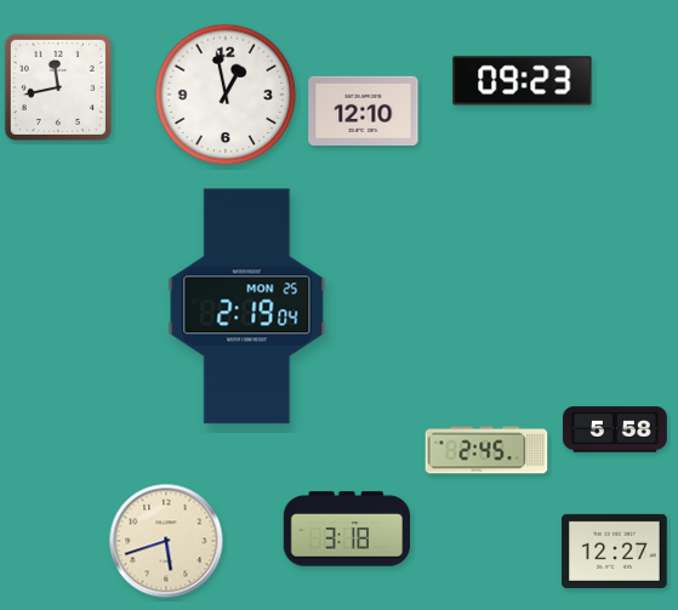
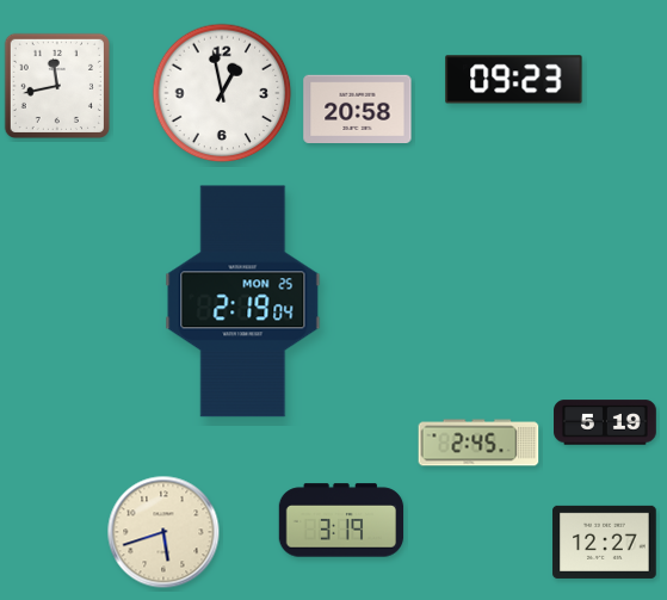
clock at (364, 110): 12:10 -> 20:58
clock at (615, 429): 5:58 -> 5:19
clock at (347, 529): 3:18 -> 3:19
